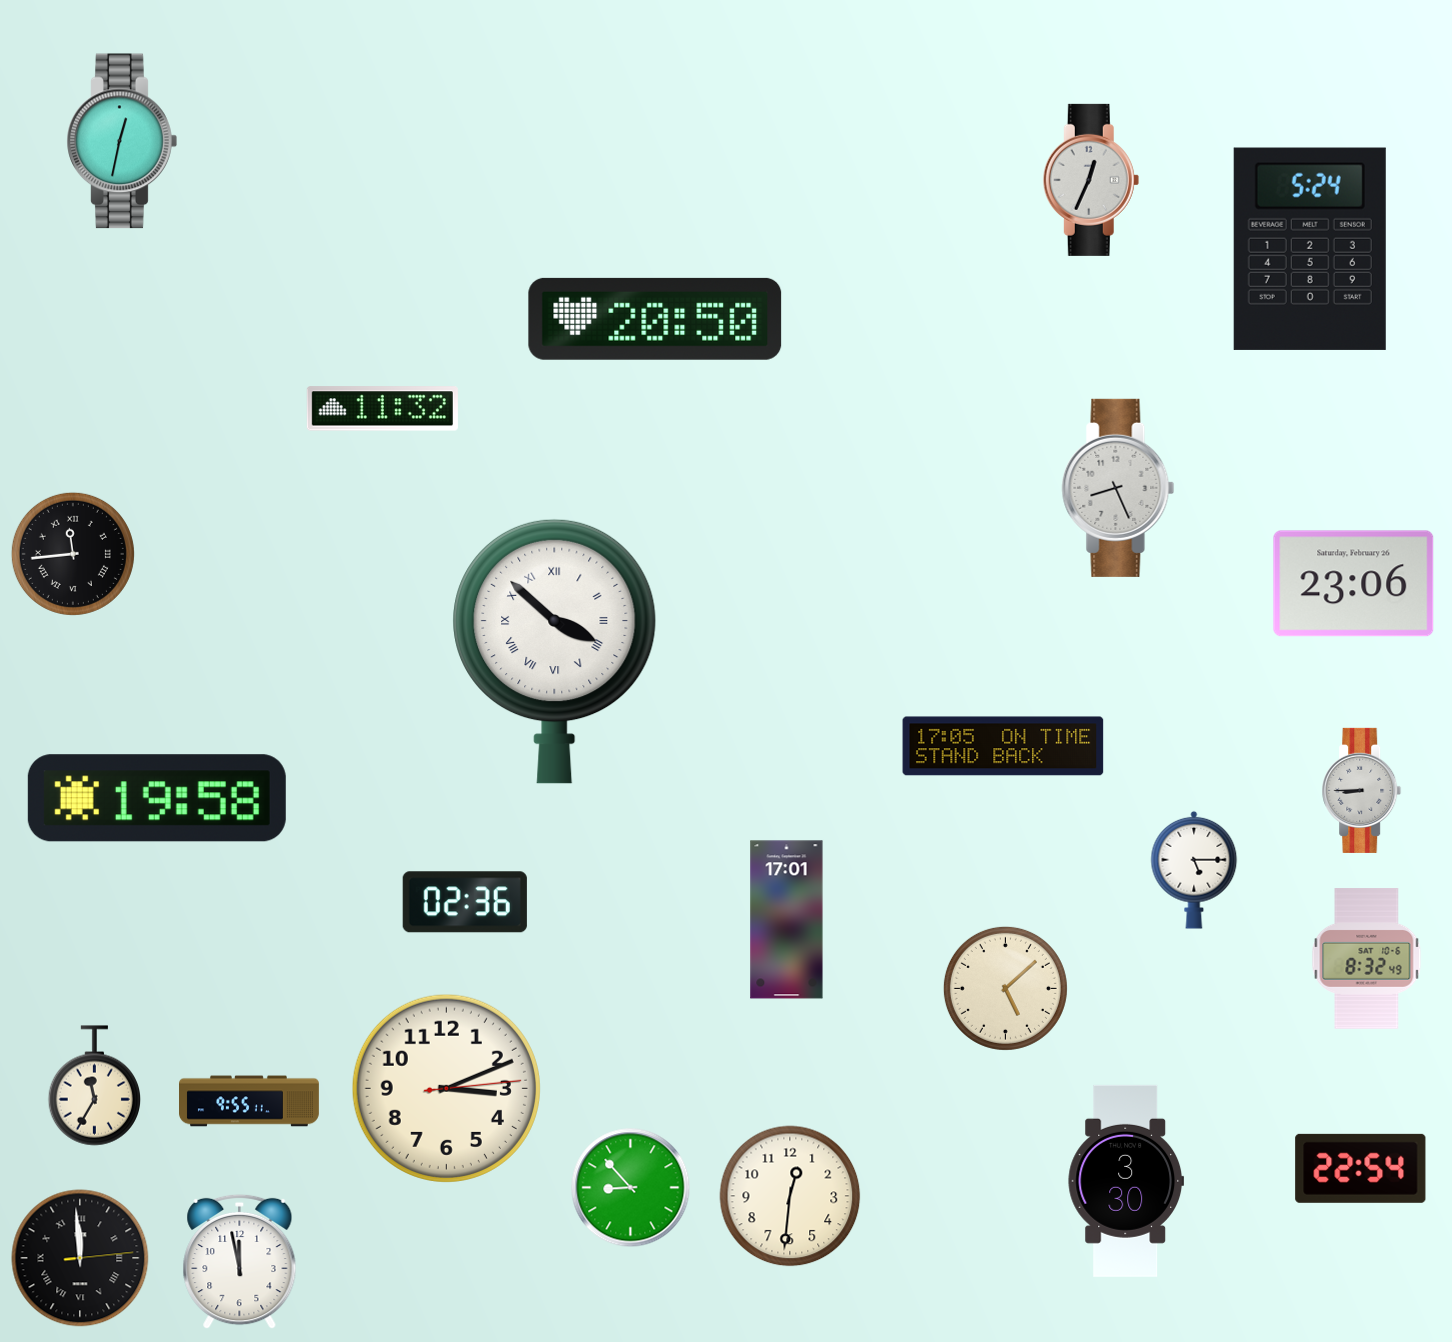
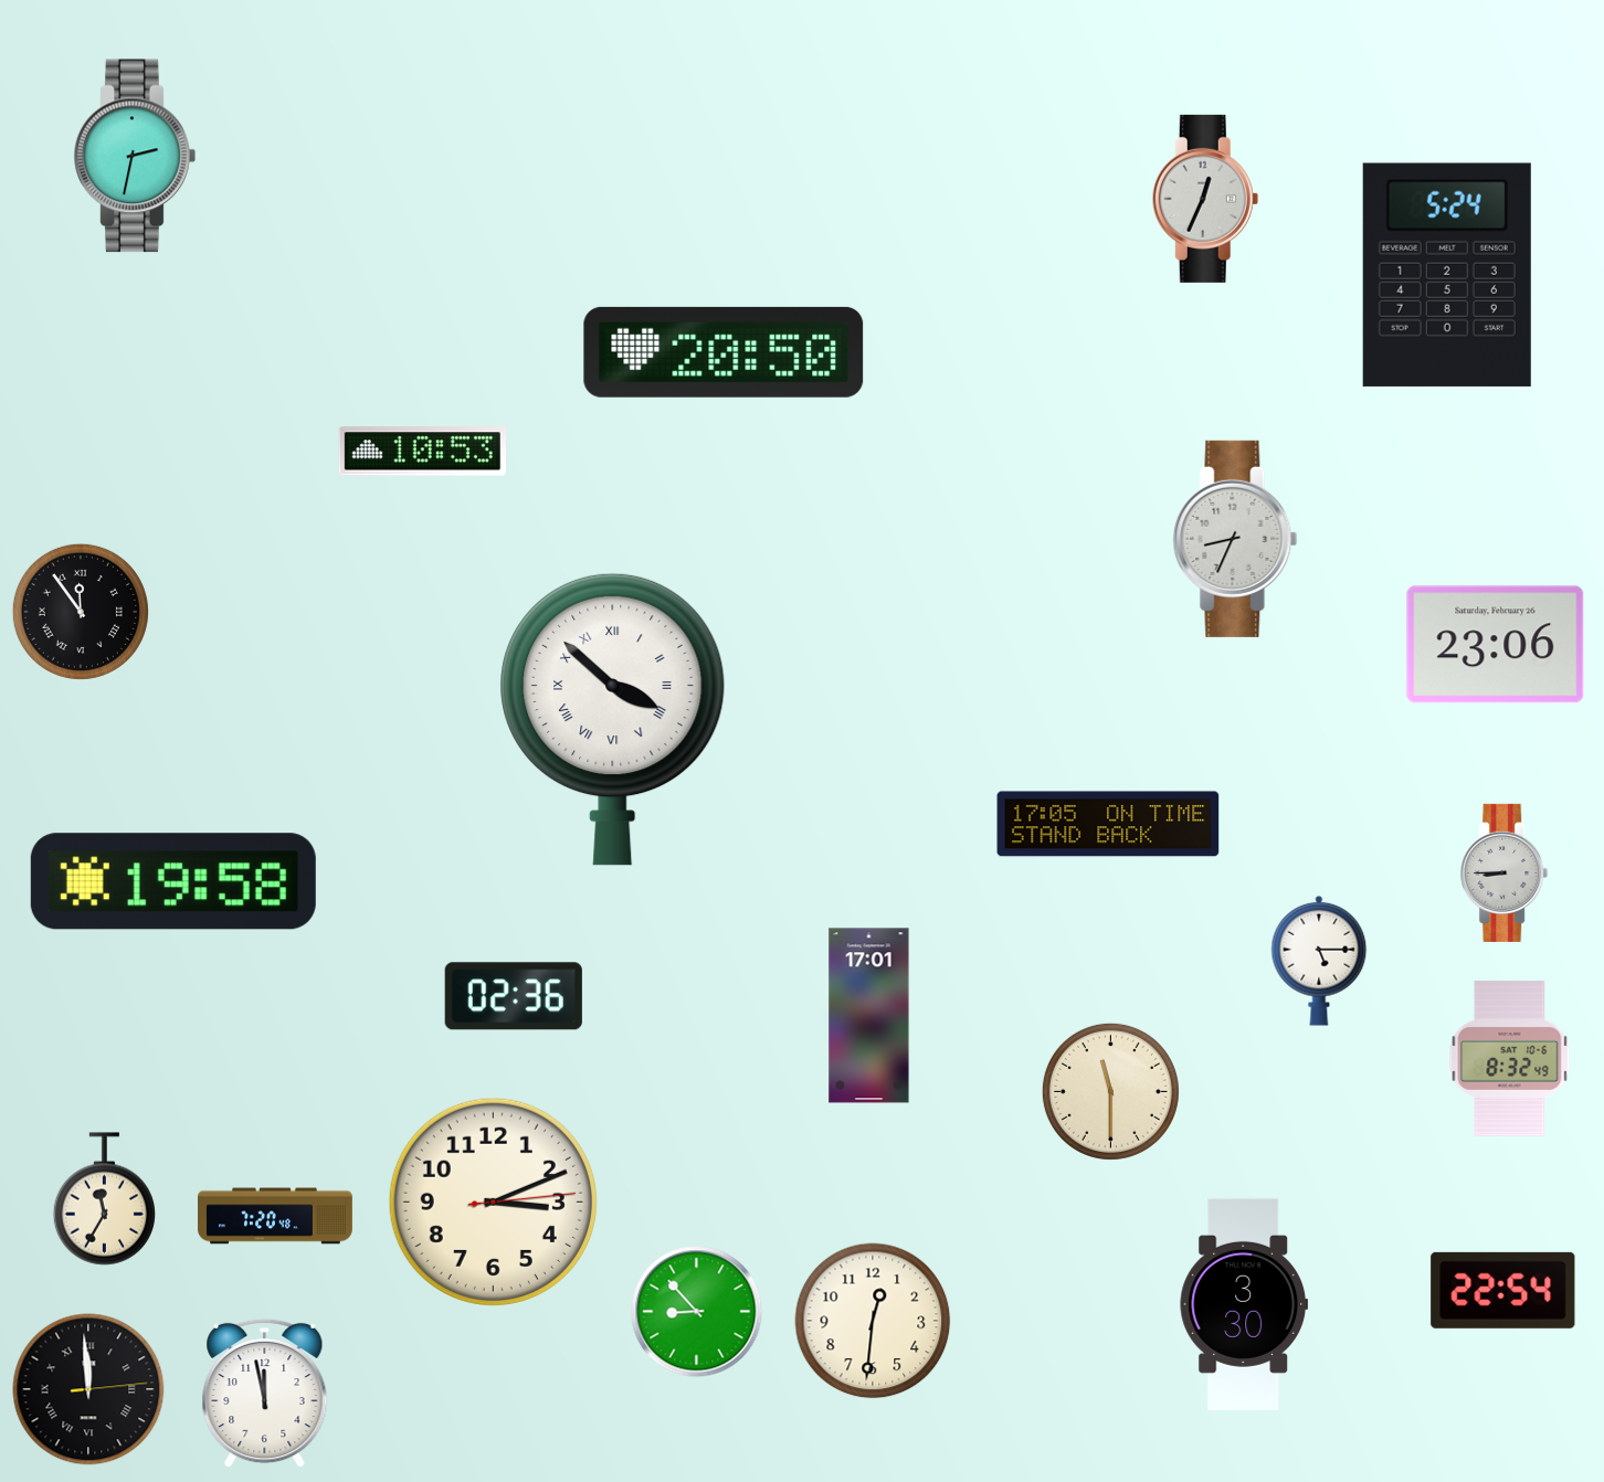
clock at (122, 141): 12:32 -> 2:32
clock at (382, 409): 11:32 -> 10:53
clock at (1118, 488): 8:26 -> 8:34
clock at (73, 554): 11:44 -> 11:54
clock at (1005, 988): 5:08 -> 11:30
clock at (250, 1101): 9:55 -> 7:20
